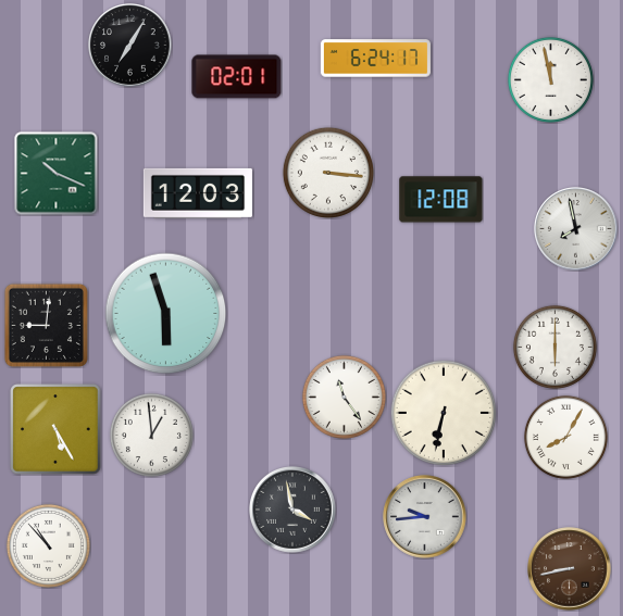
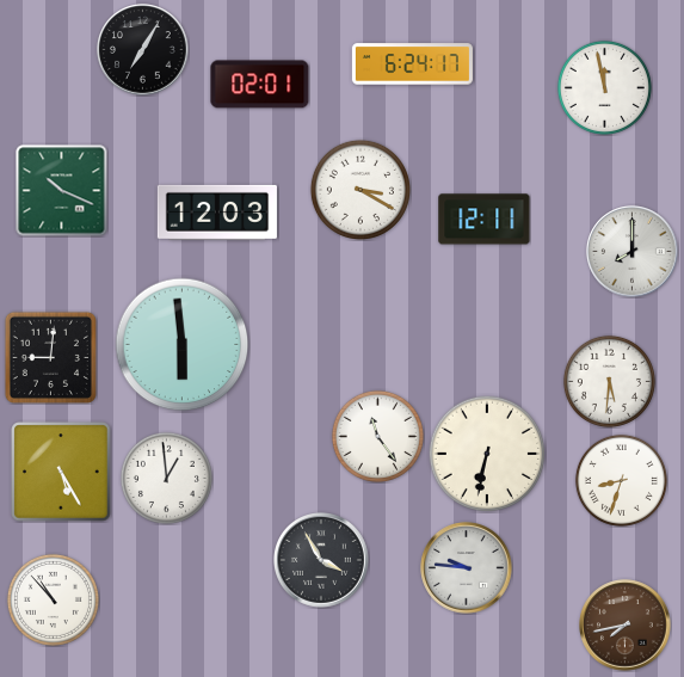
clock at (328, 173): 3:16 -> 3:20
clock at (441, 200): 12:08 -> 12:11
clock at (576, 229): 7:58 -> 8:00
clock at (166, 314): 5:57 -> 5:59
clock at (555, 347): 6:00 -> 5:31
clock at (565, 437): 8:05 -> 8:33
clock at (294, 511): 3:58 -> 3:55
clock at (425, 517): 9:44 -> 9:46
clock at (570, 569): 8:43 -> 7:43
